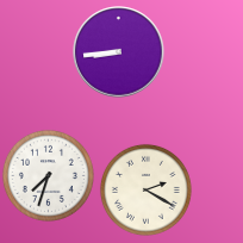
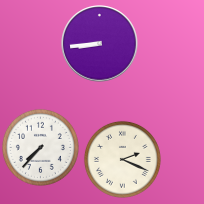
clock at (48, 175): 7:33 -> 7:37
clock at (145, 189): 2:20 -> 2:19
